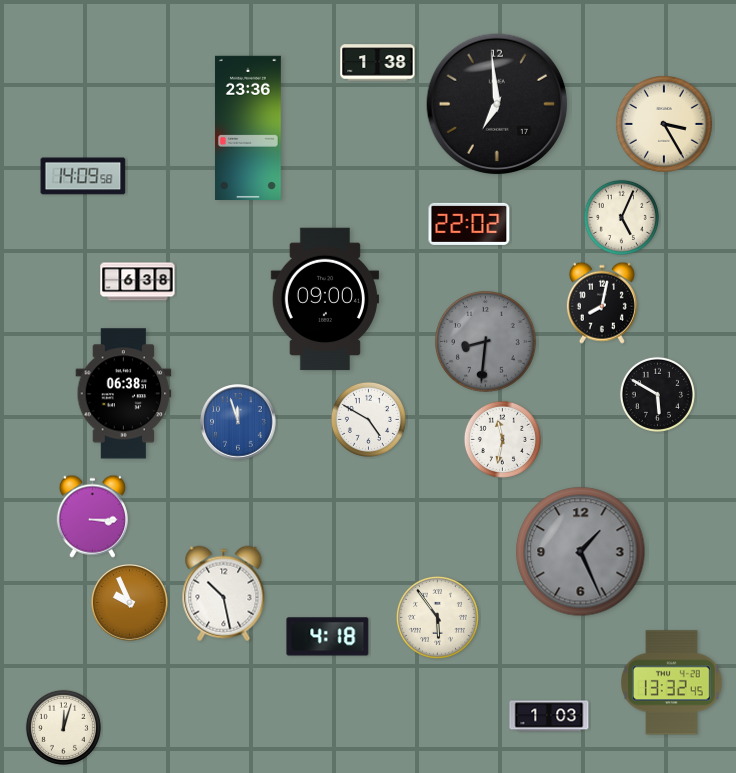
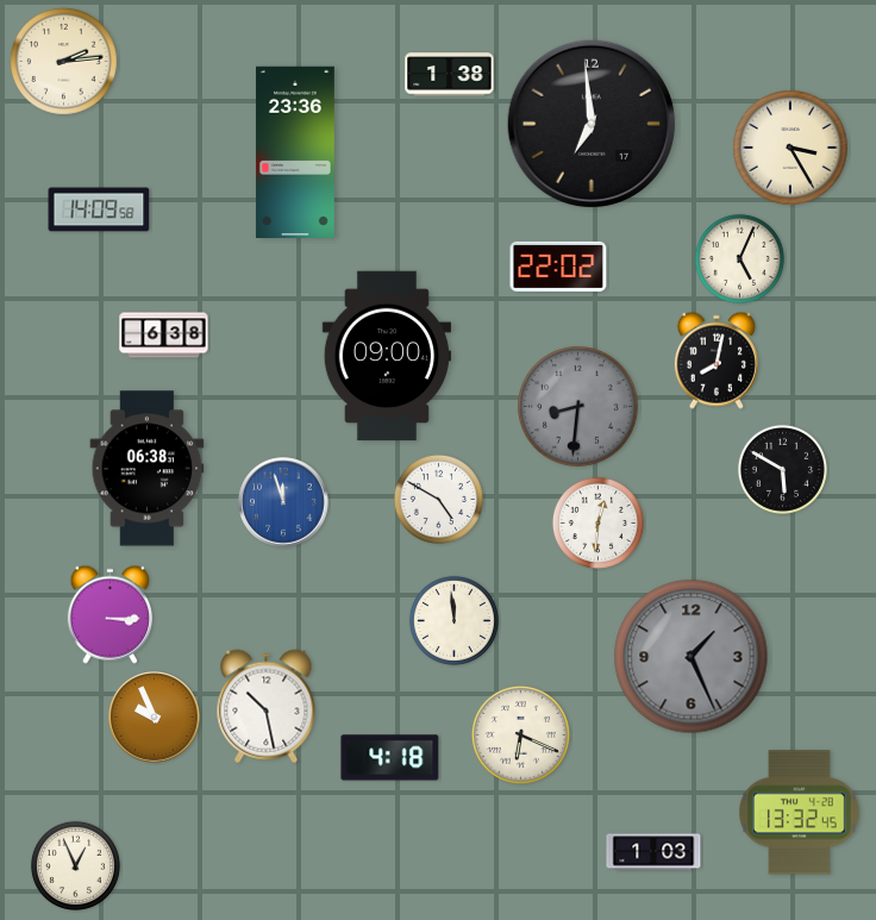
clock at (63, 61): none -> 2:14
clock at (502, 439): 11:32 -> 12:31
clock at (453, 620): none -> 11:59
clock at (437, 617): 5:54 -> 6:19
clock at (63, 727): 12:03 -> 12:56
